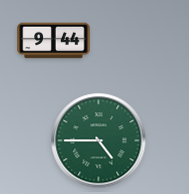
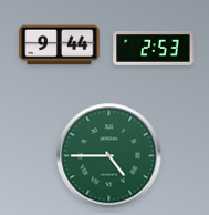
clock at (154, 48): none -> 2:53
